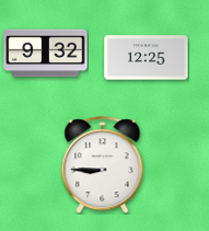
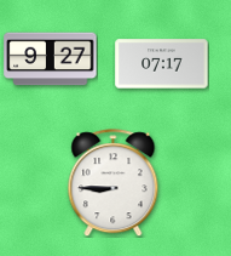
clock at (46, 54): 9:32 -> 9:27
clock at (147, 58): 12:25 -> 07:17
